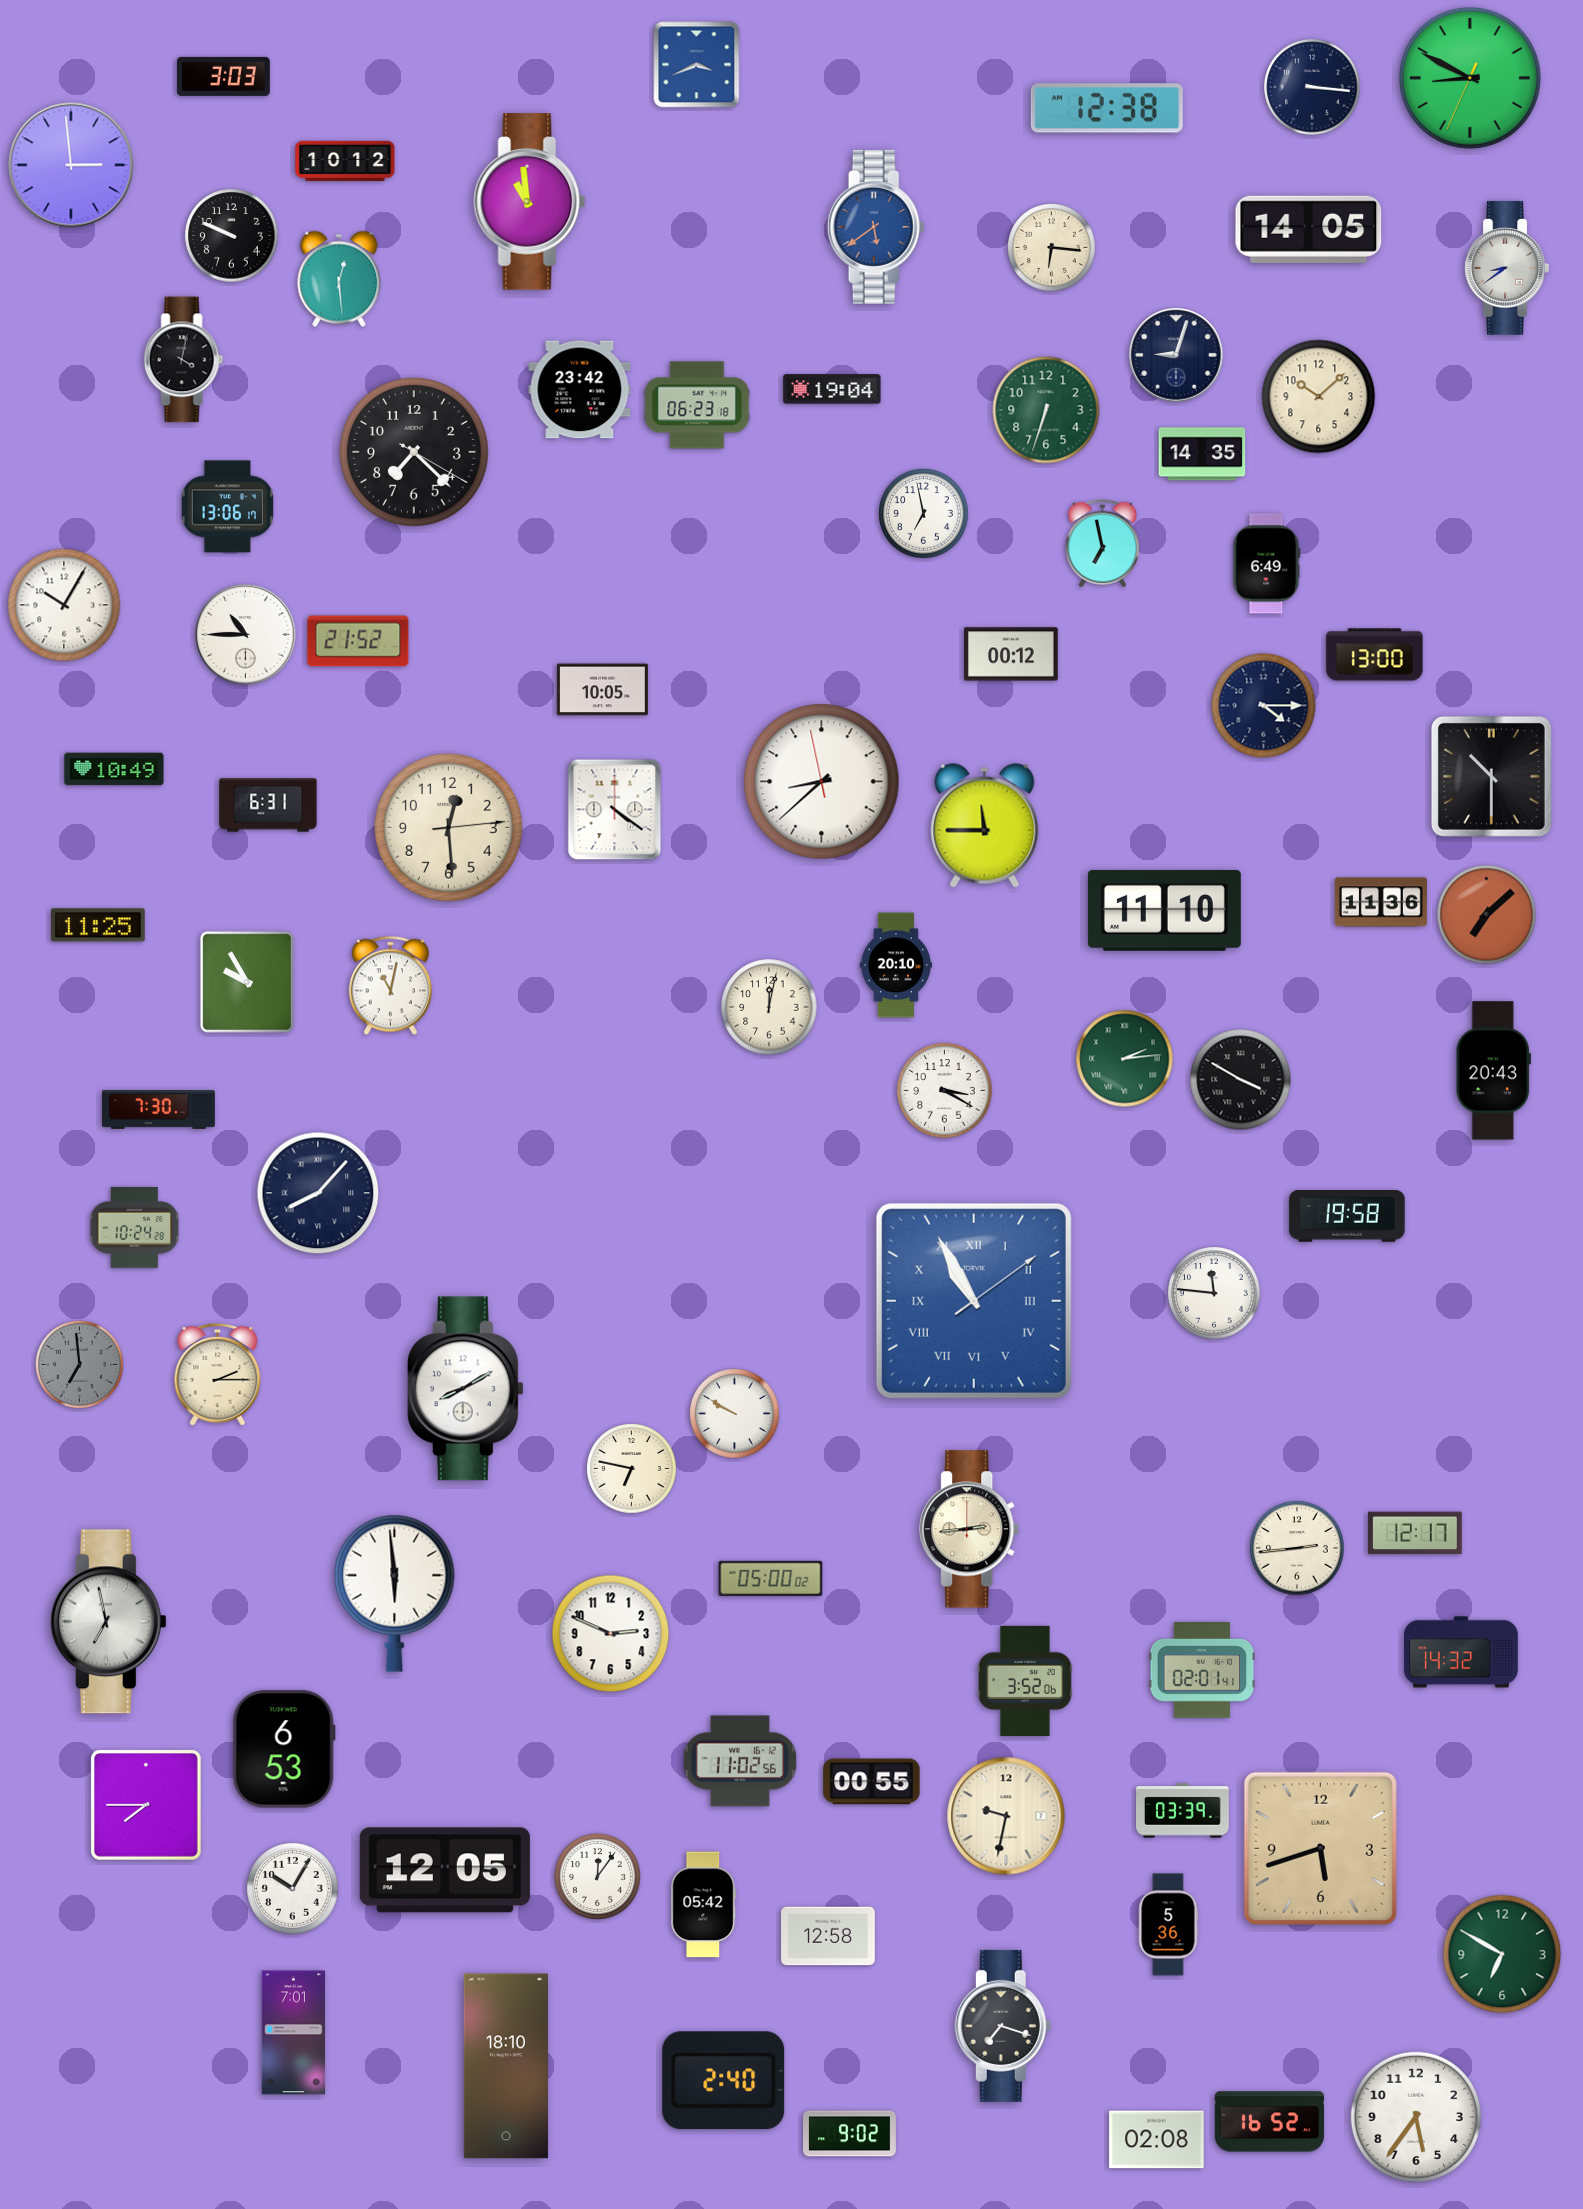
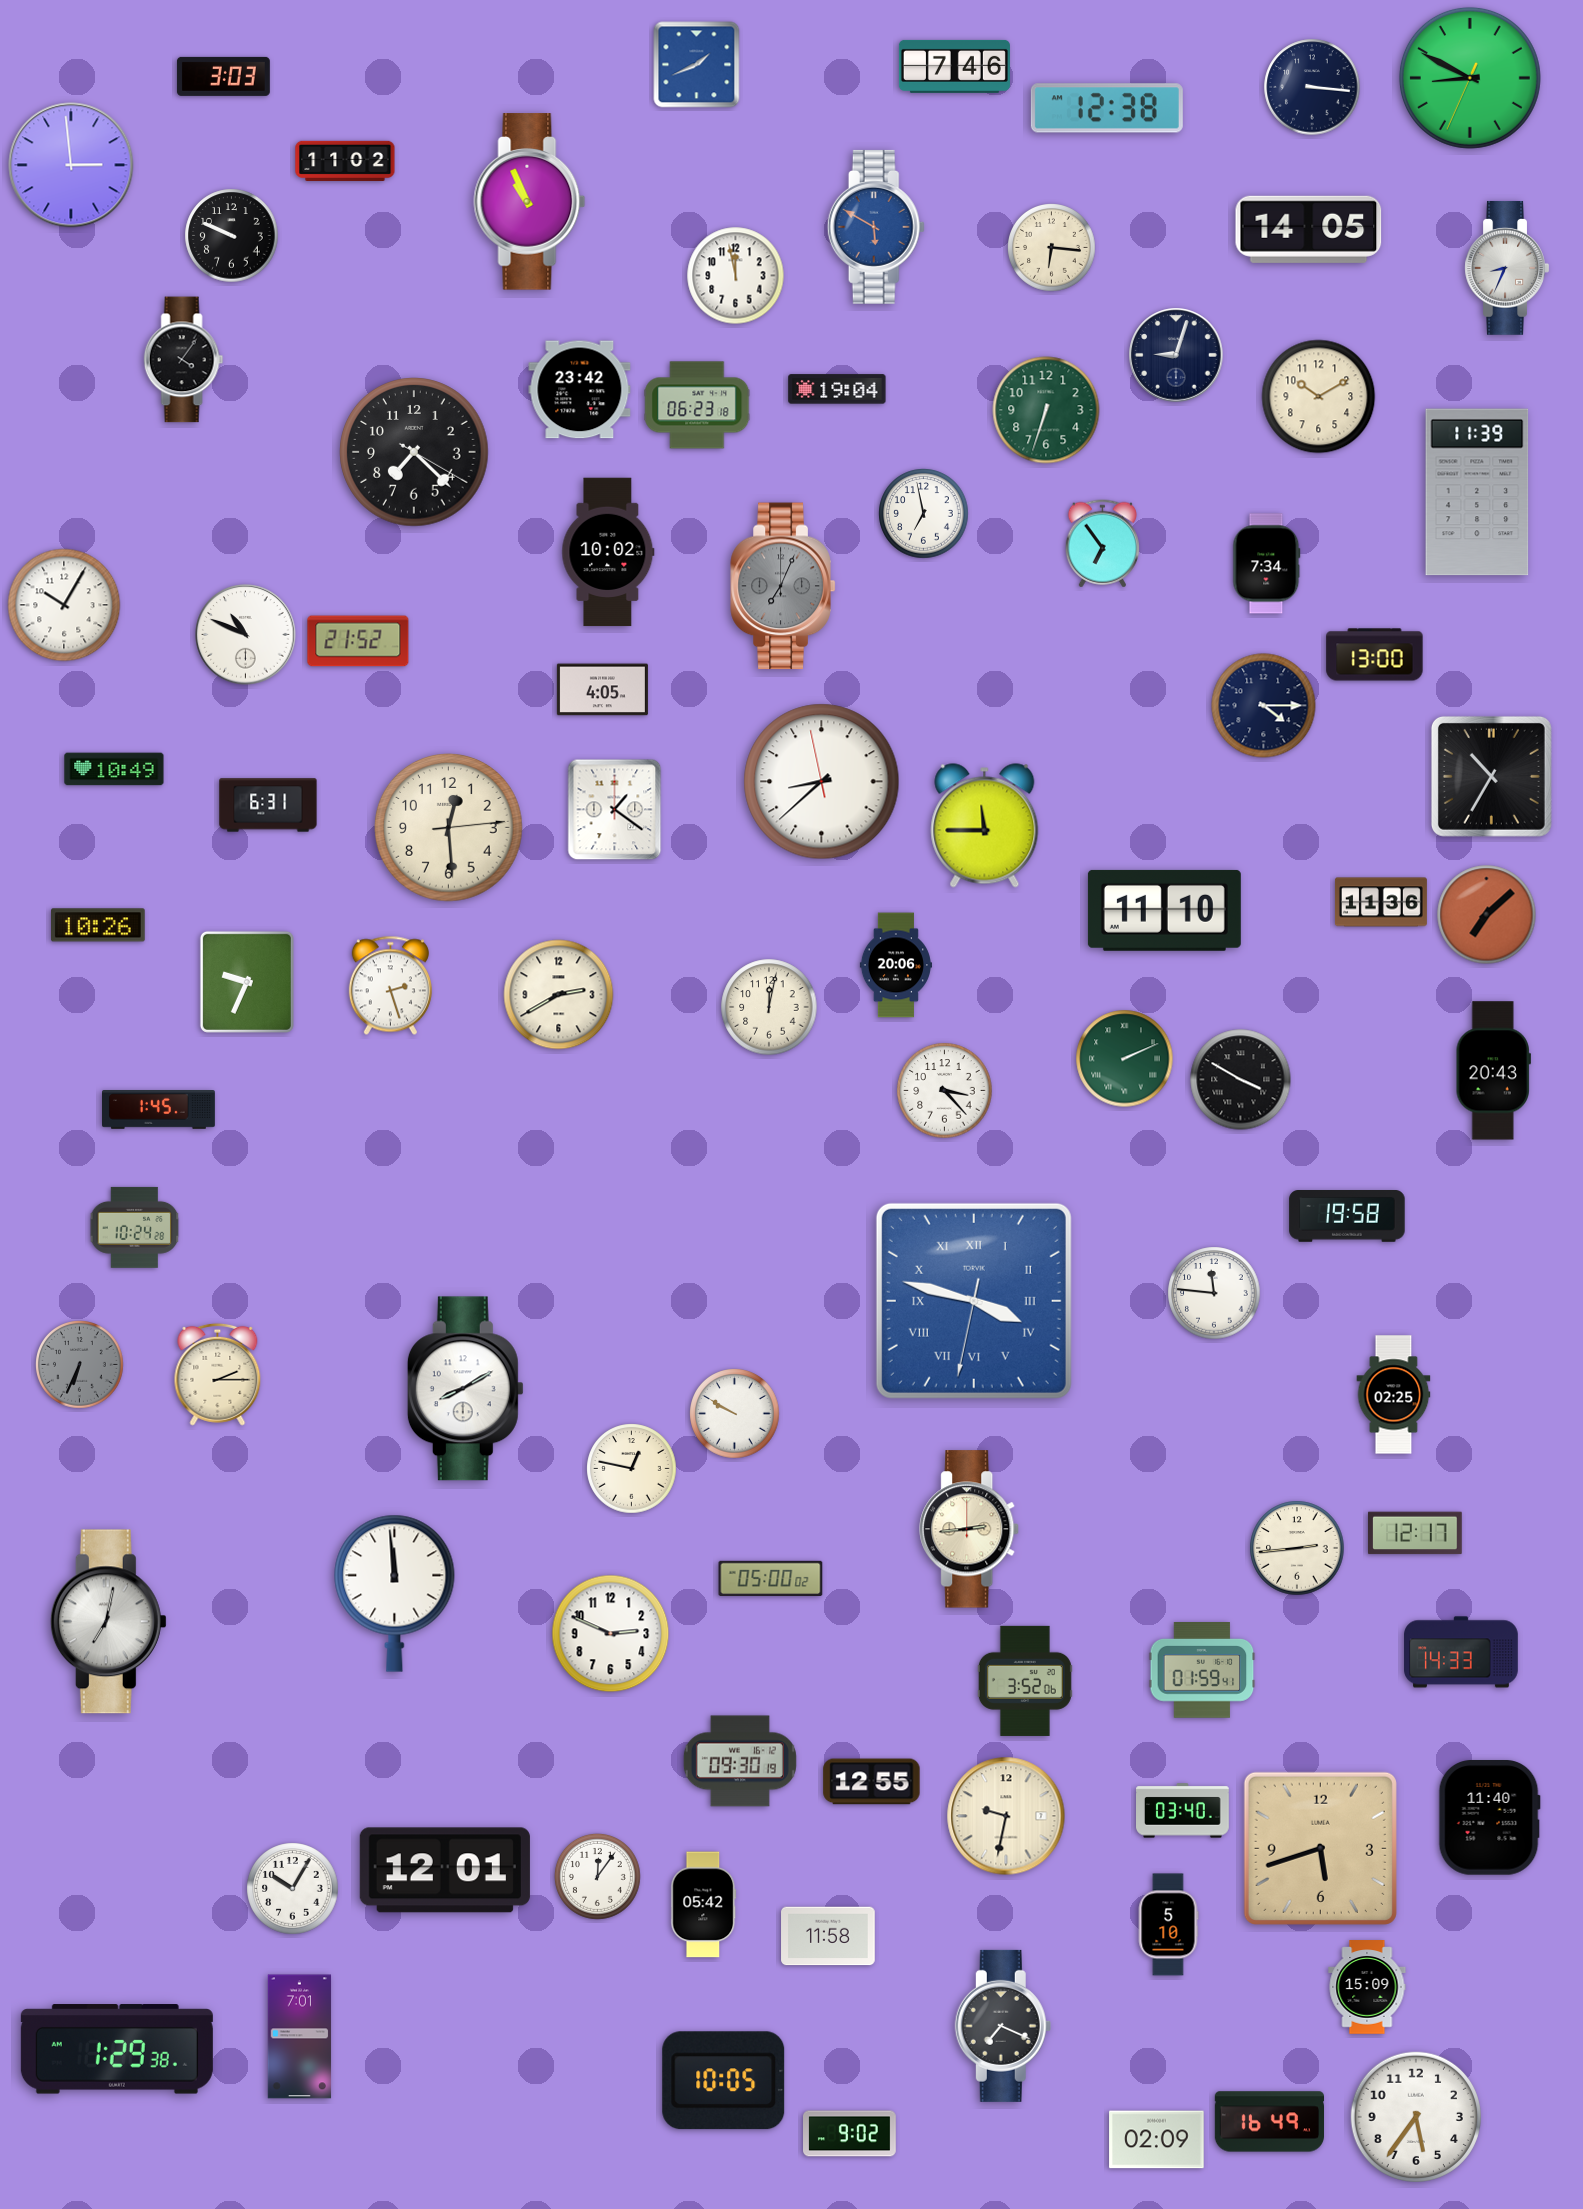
clock at (697, 65): 3:41 -> 1:41
clock at (954, 66): none -> 7:46
clock at (345, 161): 10:12 -> 11:02
clock at (530, 202): 10:59 -> 10:56
clock at (876, 227): 5:39 -> 5:50
clock at (1507, 268): 8:39 -> 8:34
clock at (736, 276): none -> 11:58
clock at (339, 279): 12:29 -> none
clock at (184, 360): 4:02 -> 4:06
clock at (832, 389) position: (832, 389) -> (837, 389)
clock at (1319, 397): 10:08 -> 10:10
clock at (1202, 454): 14:35 -> none
clock at (1477, 492): none -> 11:39
clock at (227, 507): 13:06 -> none
clock at (1102, 544): 6:58 -> 6:54
clock at (608, 552): none -> 10:02
clock at (1267, 564): 6:49 -> 7:34
clock at (783, 586): none -> 7:04
clock at (246, 635): 10:45 -> 10:49
clock at (1011, 654): 00:12 -> none
clock at (602, 690): 10:05 -> 4:05
clock at (1491, 776): 10:30 -> 10:35
clock at (615, 810): 4:21 -> 1:21
clock at (99, 925): 11:25 -> 10:26
clock at (896, 965): 20:10 -> 20:06
clock at (247, 982): 9:55 -> 9:34
clock at (390, 986): 11:02 -> 2:27
clock at (559, 995): none -> 2:40
clock at (1125, 1059): 2:14 -> 2:11
clock at (945, 1091): 3:20 -> 3:23
clock at (159, 1110): 7:30 -> 1:45
clock at (318, 1193): 8:07 -> none
clock at (974, 1301): 10:55 -> 3:47
clock at (80, 1365): 6:59 -> 6:34
clock at (1394, 1395): none -> 02:25
clock at (632, 1469): 6:47 -> 12:47
clock at (395, 1593): 5:59 -> 11:59
clock at (108, 1622): 6:58 -> 7:02
clock at (1461, 1652): 14:32 -> 14:33
clock at (1202, 1671): 02:01 -> 01:59
clock at (284, 1749): 6:53 -> none
clock at (740, 1761): 11:02 -> 09:30
clock at (872, 1782): 00:55 -> 12:55
clock at (147, 1806): 7:45 -> none
clock at (1183, 1811): 03:39 -> 03:40
clock at (1489, 1818): none -> 11:40
clock at (445, 1870): 12:05 -> 12:01
clock at (1168, 1925): 5:36 -> 5:10
clock at (828, 1936): 12:58 -> 11:58
clock at (1502, 1954): 6:50 -> none
clock at (1367, 1987): none -> 15:09
clock at (1003, 2026): 7:18 -> 7:19
clock at (294, 2033) position: (294, 2033) -> (300, 2037)
clock at (117, 2049): none -> 1:29
clock at (506, 2066): 18:10 -> none
clock at (724, 2081): 2:40 -> 10:05
clock at (1269, 2122): 16:52 -> 16:49
clock at (1157, 2140): 02:08 -> 02:09
